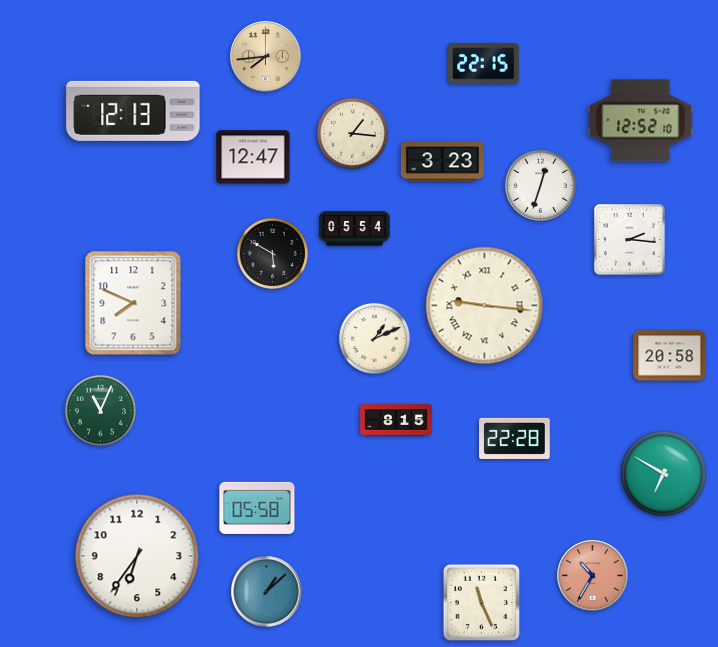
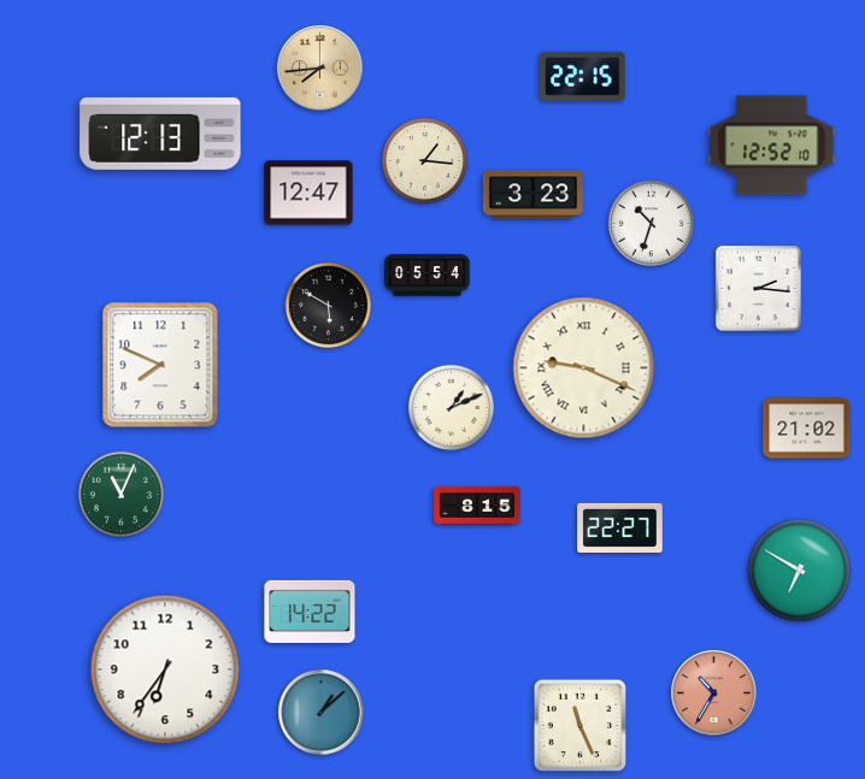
clock at (253, 157) position: (253, 157) -> (308, 193)
clock at (540, 185): 12:33 -> 10:33
clock at (485, 306): 9:16 -> 9:19
clock at (670, 356): 20:58 -> 21:02
clock at (515, 438): 22:28 -> 22:27
clock at (257, 508): 05:58 -> 14:22
